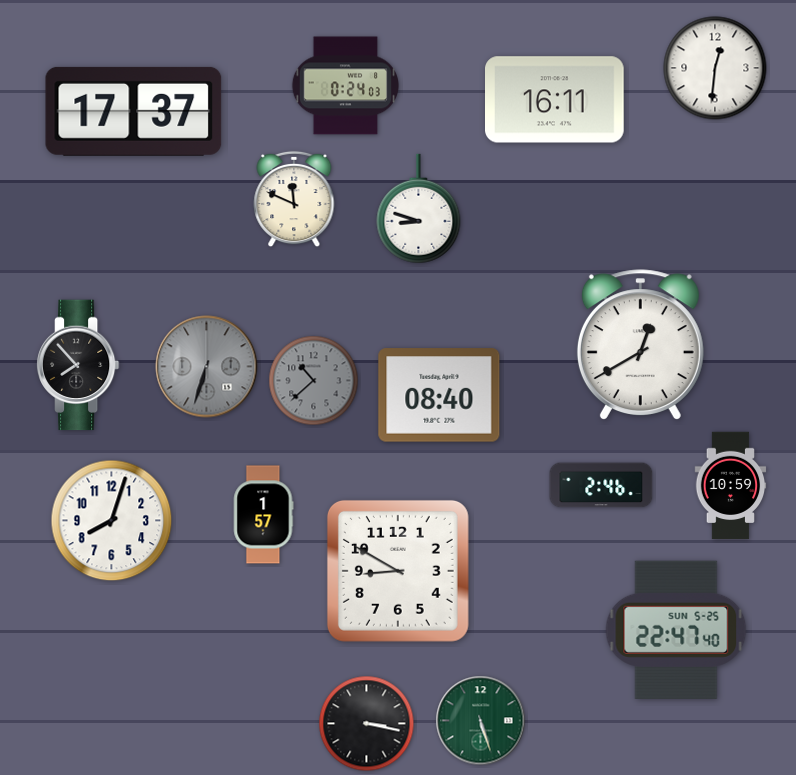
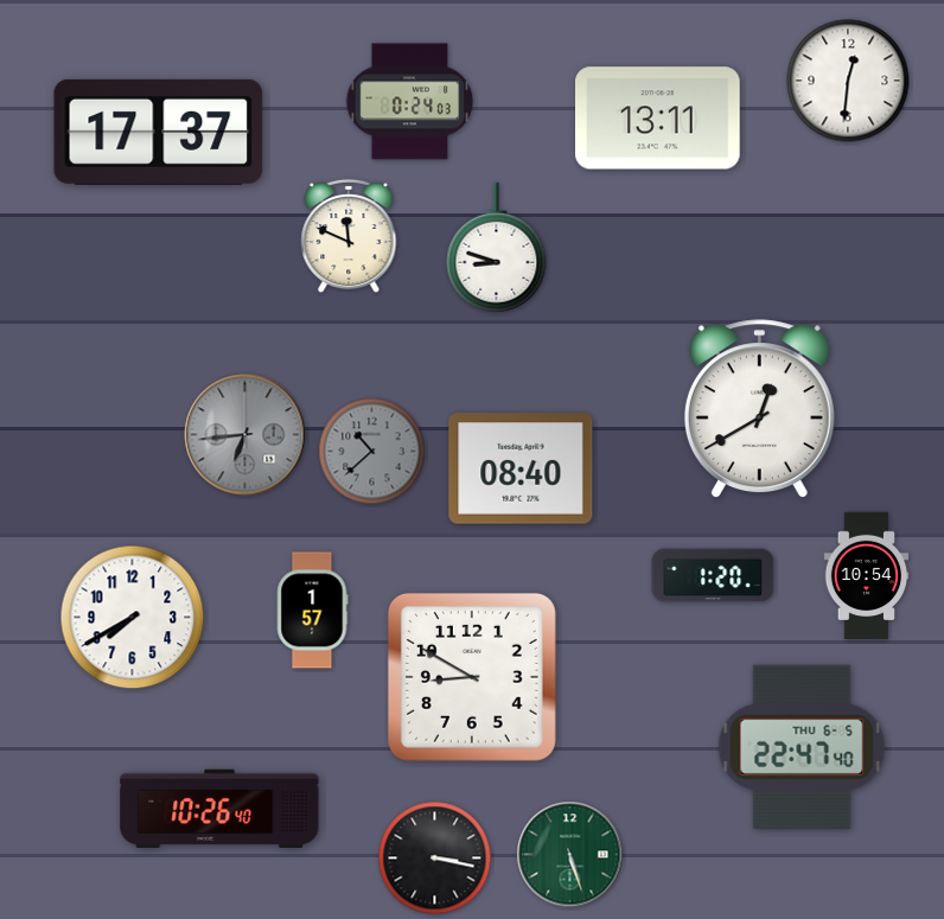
clock at (555, 100): 16:11 -> 13:11
clock at (78, 365): 7:53 -> none
clock at (207, 367): 6:33 -> 6:44
clock at (601, 485): 2:46 -> 1:20
clock at (731, 486): 10:59 -> 10:54
clock at (112, 521): 8:03 -> 7:40
clock at (676, 629) date: SUN 5-25 -> THU 6-5
clock at (219, 808): none -> 10:26
